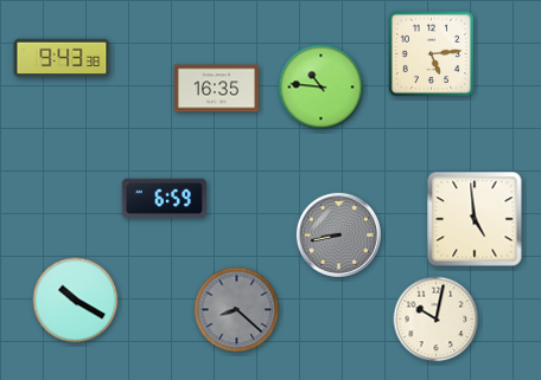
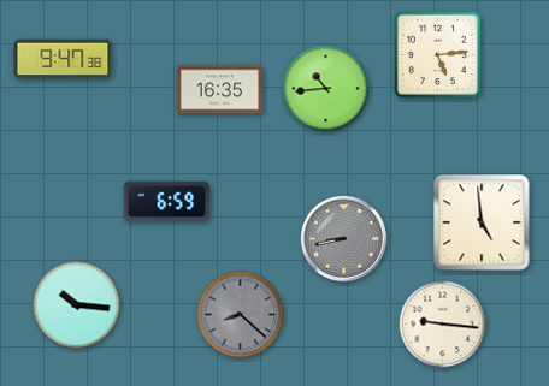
clock at (62, 58): 9:43 -> 9:47
clock at (322, 88): 10:46 -> 10:44
clock at (76, 301): 10:20 -> 10:16
clock at (437, 320): 10:02 -> 9:16
